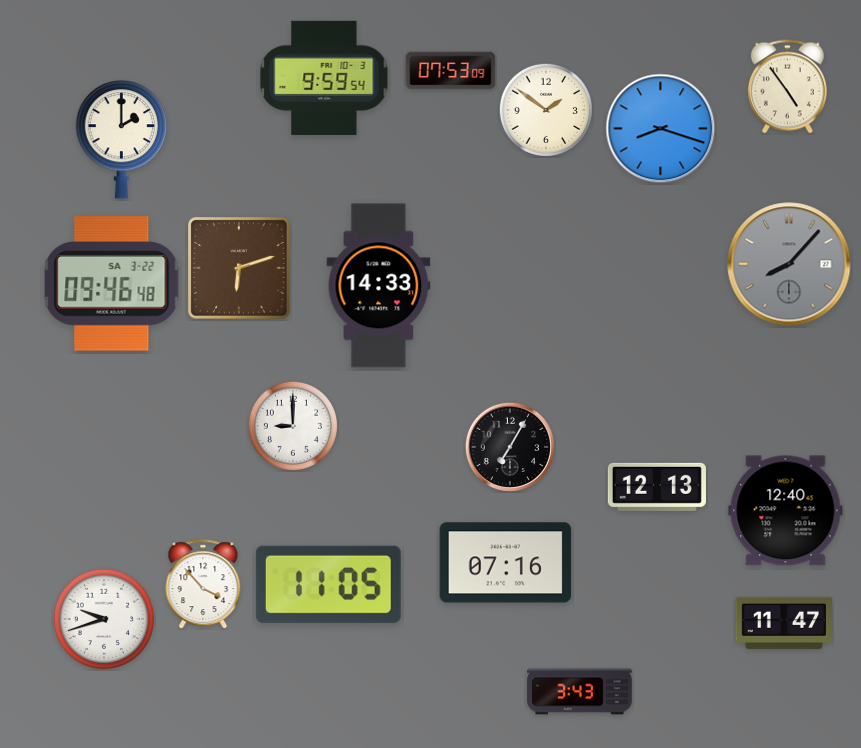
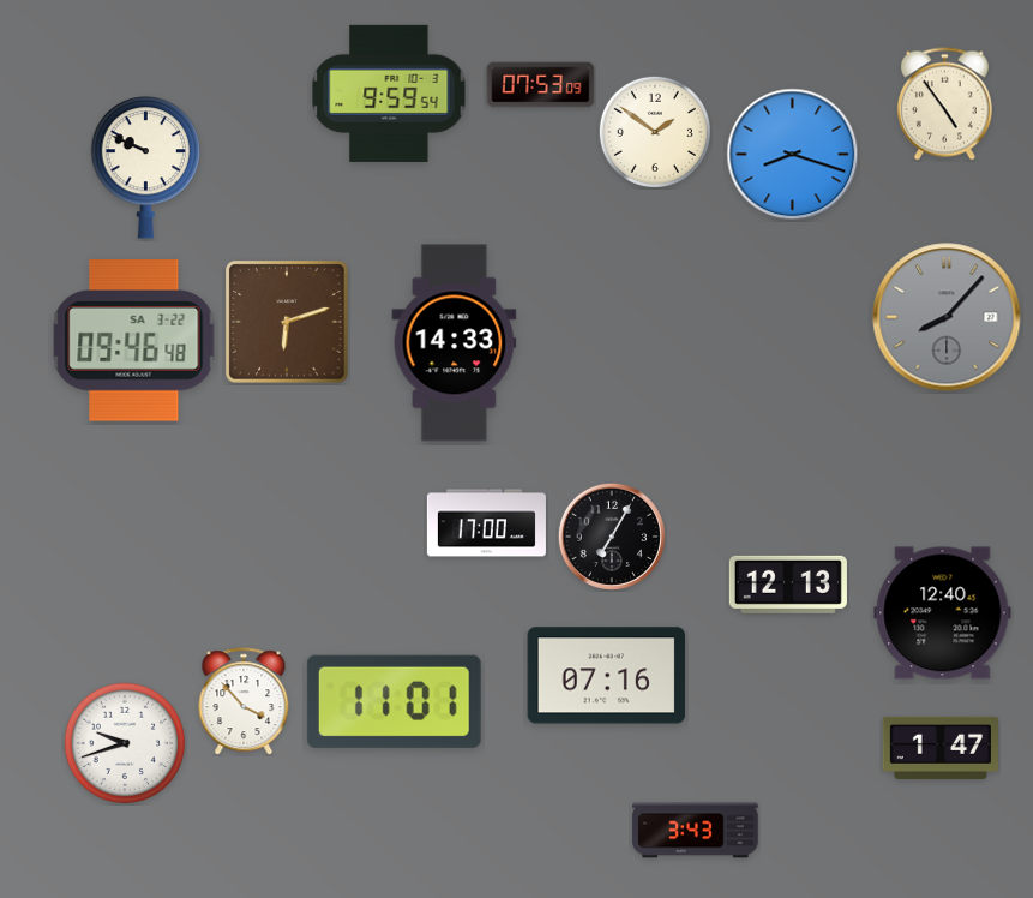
clock at (122, 140): 2:00 -> 9:49
clock at (293, 426): 9:00 -> none
clock at (486, 523): none -> 17:00
clock at (328, 584): 11:05 -> 11:01
clock at (783, 623): 11:47 -> 1:47
